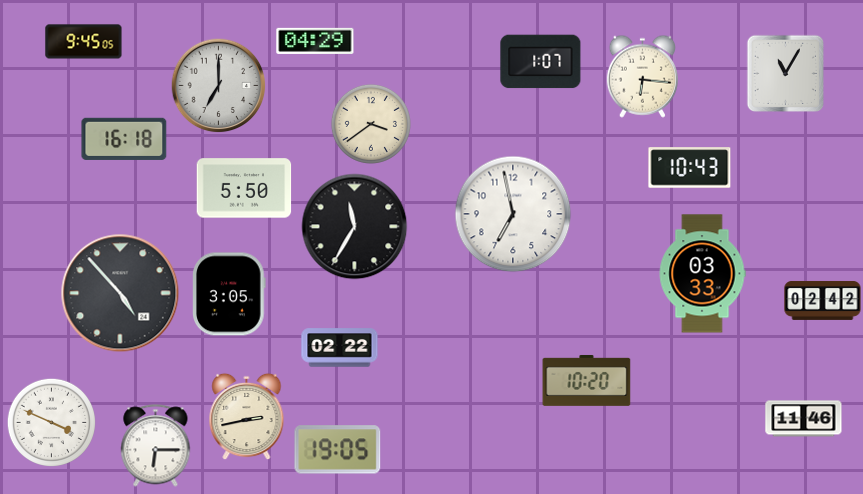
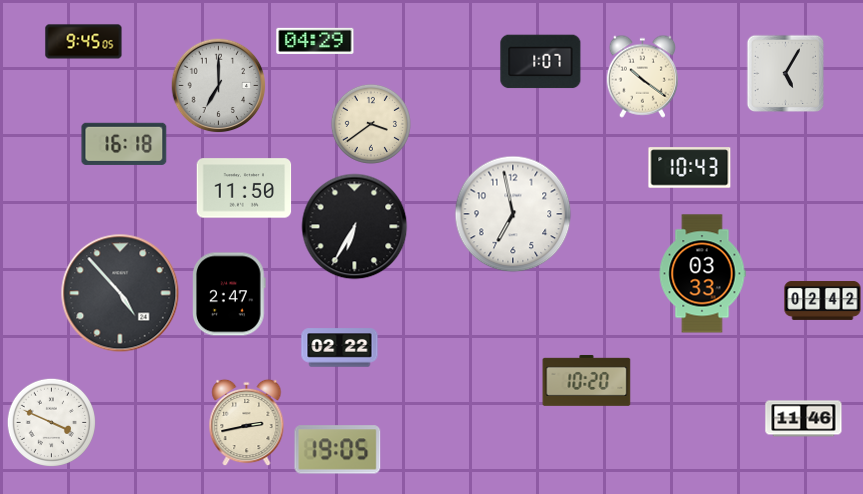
clock at (785, 73): 11:05 -> 5:05
clock at (642, 76): 6:16 -> 10:21
clock at (124, 139) position: (124, 139) -> (124, 144)
clock at (244, 188): 5:50 -> 11:50
clock at (355, 227): 11:35 -> 6:35
clock at (229, 294): 3:05 -> 2:47
clock at (247, 416) position: (247, 416) -> (247, 422)
clock at (156, 446): 6:15 -> none
